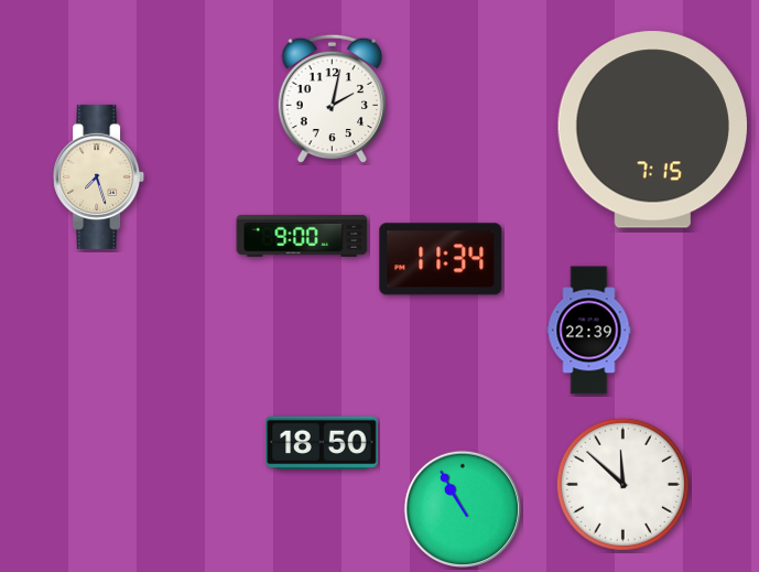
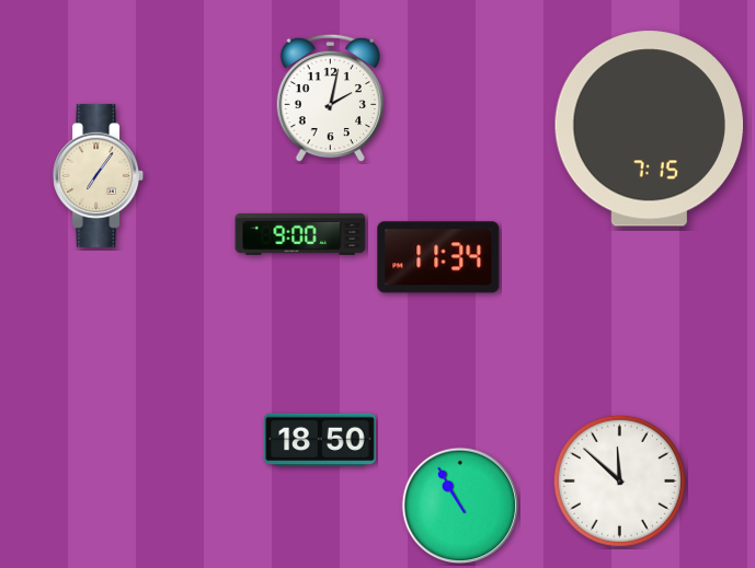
clock at (99, 176): 7:27 -> 7:06
clock at (589, 331): 22:39 -> none
